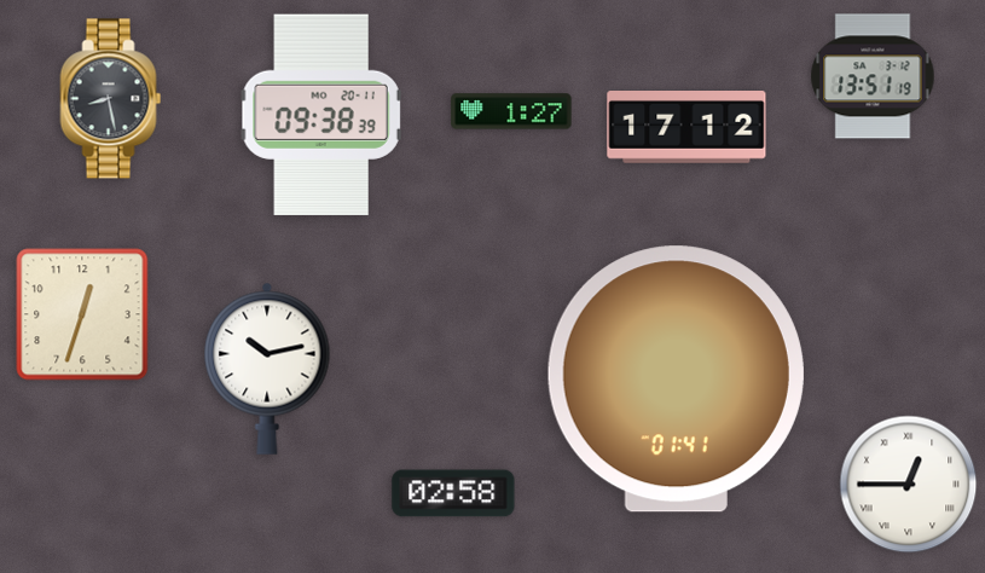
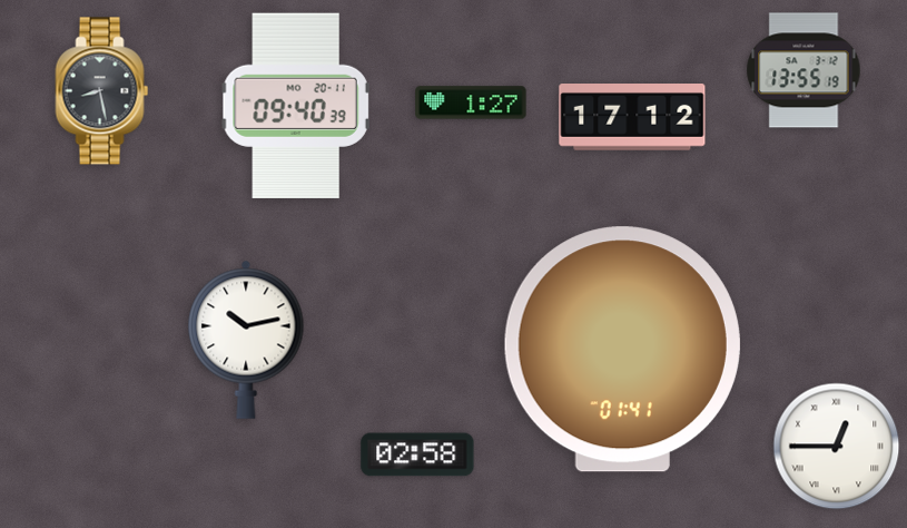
clock at (873, 76): 13:51 -> 13:55
clock at (321, 115): 09:38 -> 09:40
clock at (82, 314): 12:33 -> none
